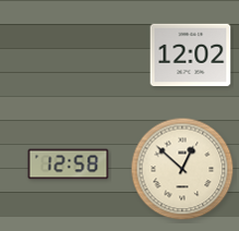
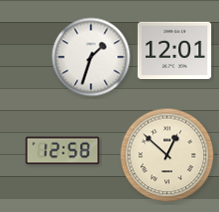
clock at (191, 56): 12:02 -> 12:01
clock at (91, 57): none -> 1:33
